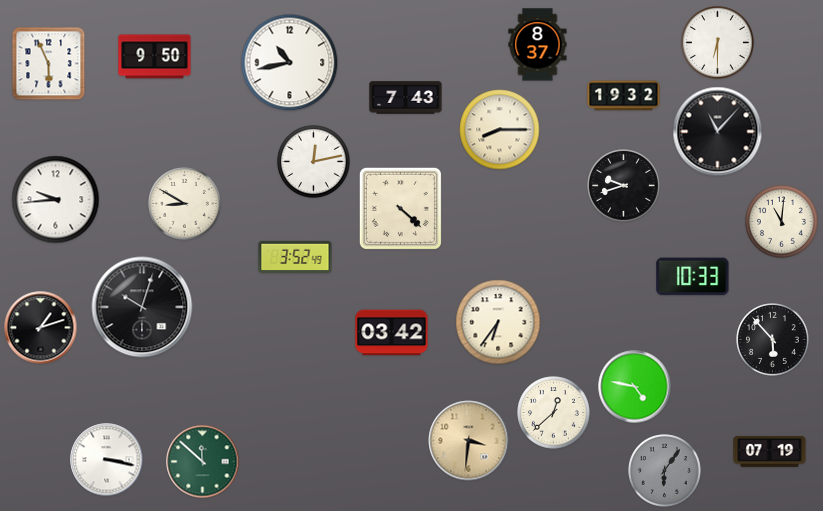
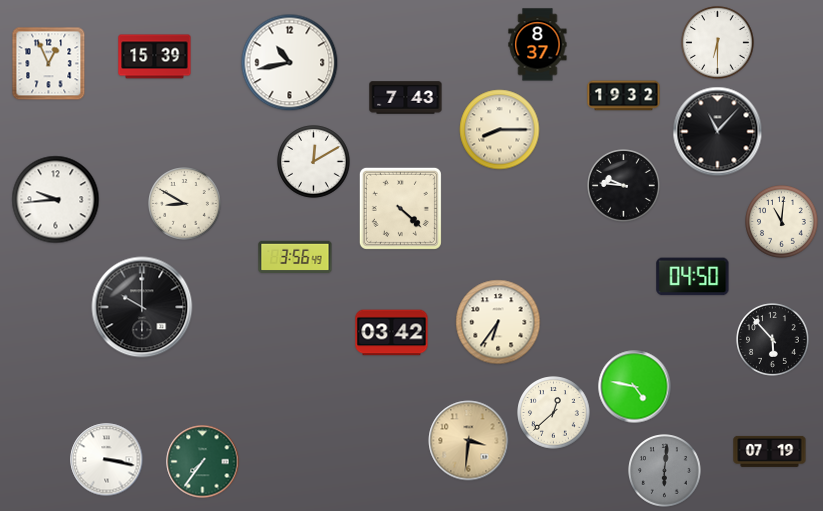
clock at (155, 57): 9:50 -> 15:39
clock at (49, 64): 5:56 -> 12:56
clock at (314, 162): 12:13 -> 12:10
clock at (624, 186): 9:42 -> 9:46
clock at (295, 257): 3:52 -> 3:56
clock at (693, 277): 10:33 -> 04:50
clock at (142, 307): 10:03 -> 10:00
clock at (41, 328): 1:12 -> none
clock at (203, 462): 11:52 -> 7:36
clock at (665, 471): 6:06 -> 6:01
